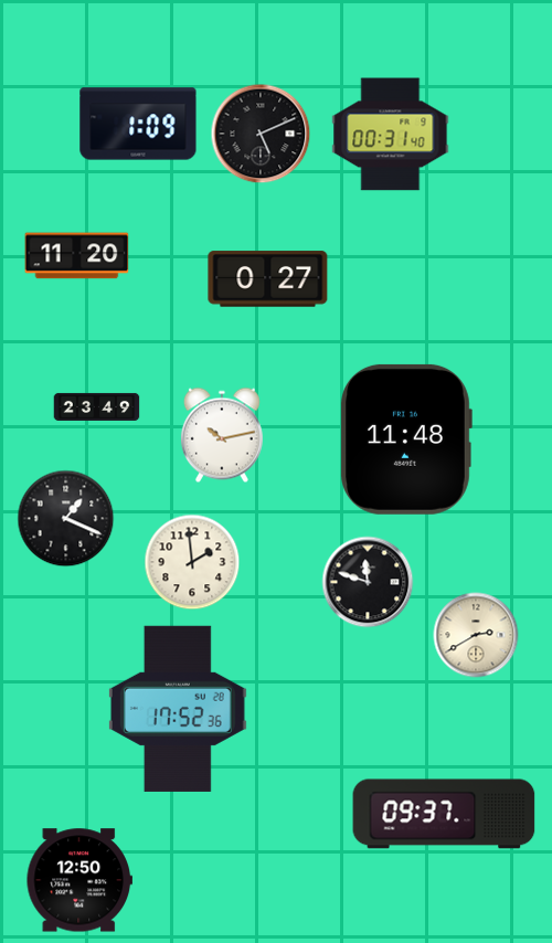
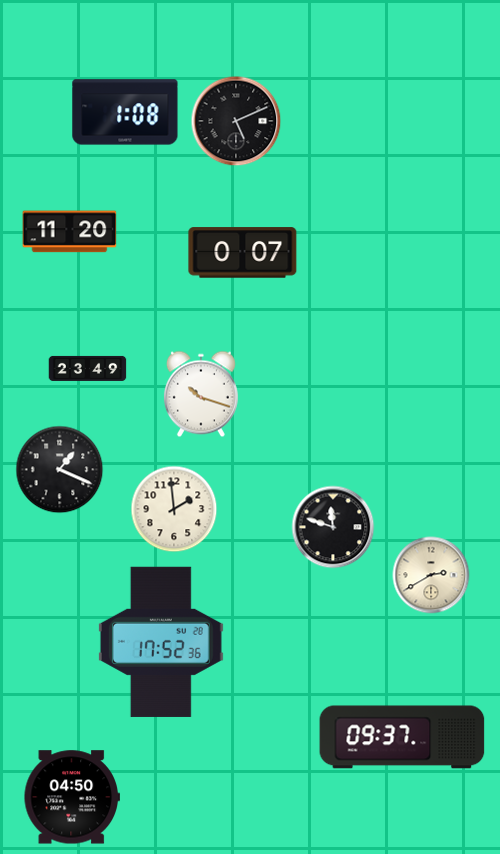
clock at (138, 124): 1:09 -> 1:08
clock at (391, 135): 00:31 -> none
clock at (268, 279): 0:27 -> 0:07
clock at (222, 435): 10:13 -> 10:18
clock at (406, 439): 11:48 -> none
clock at (79, 880): 12:50 -> 04:50
